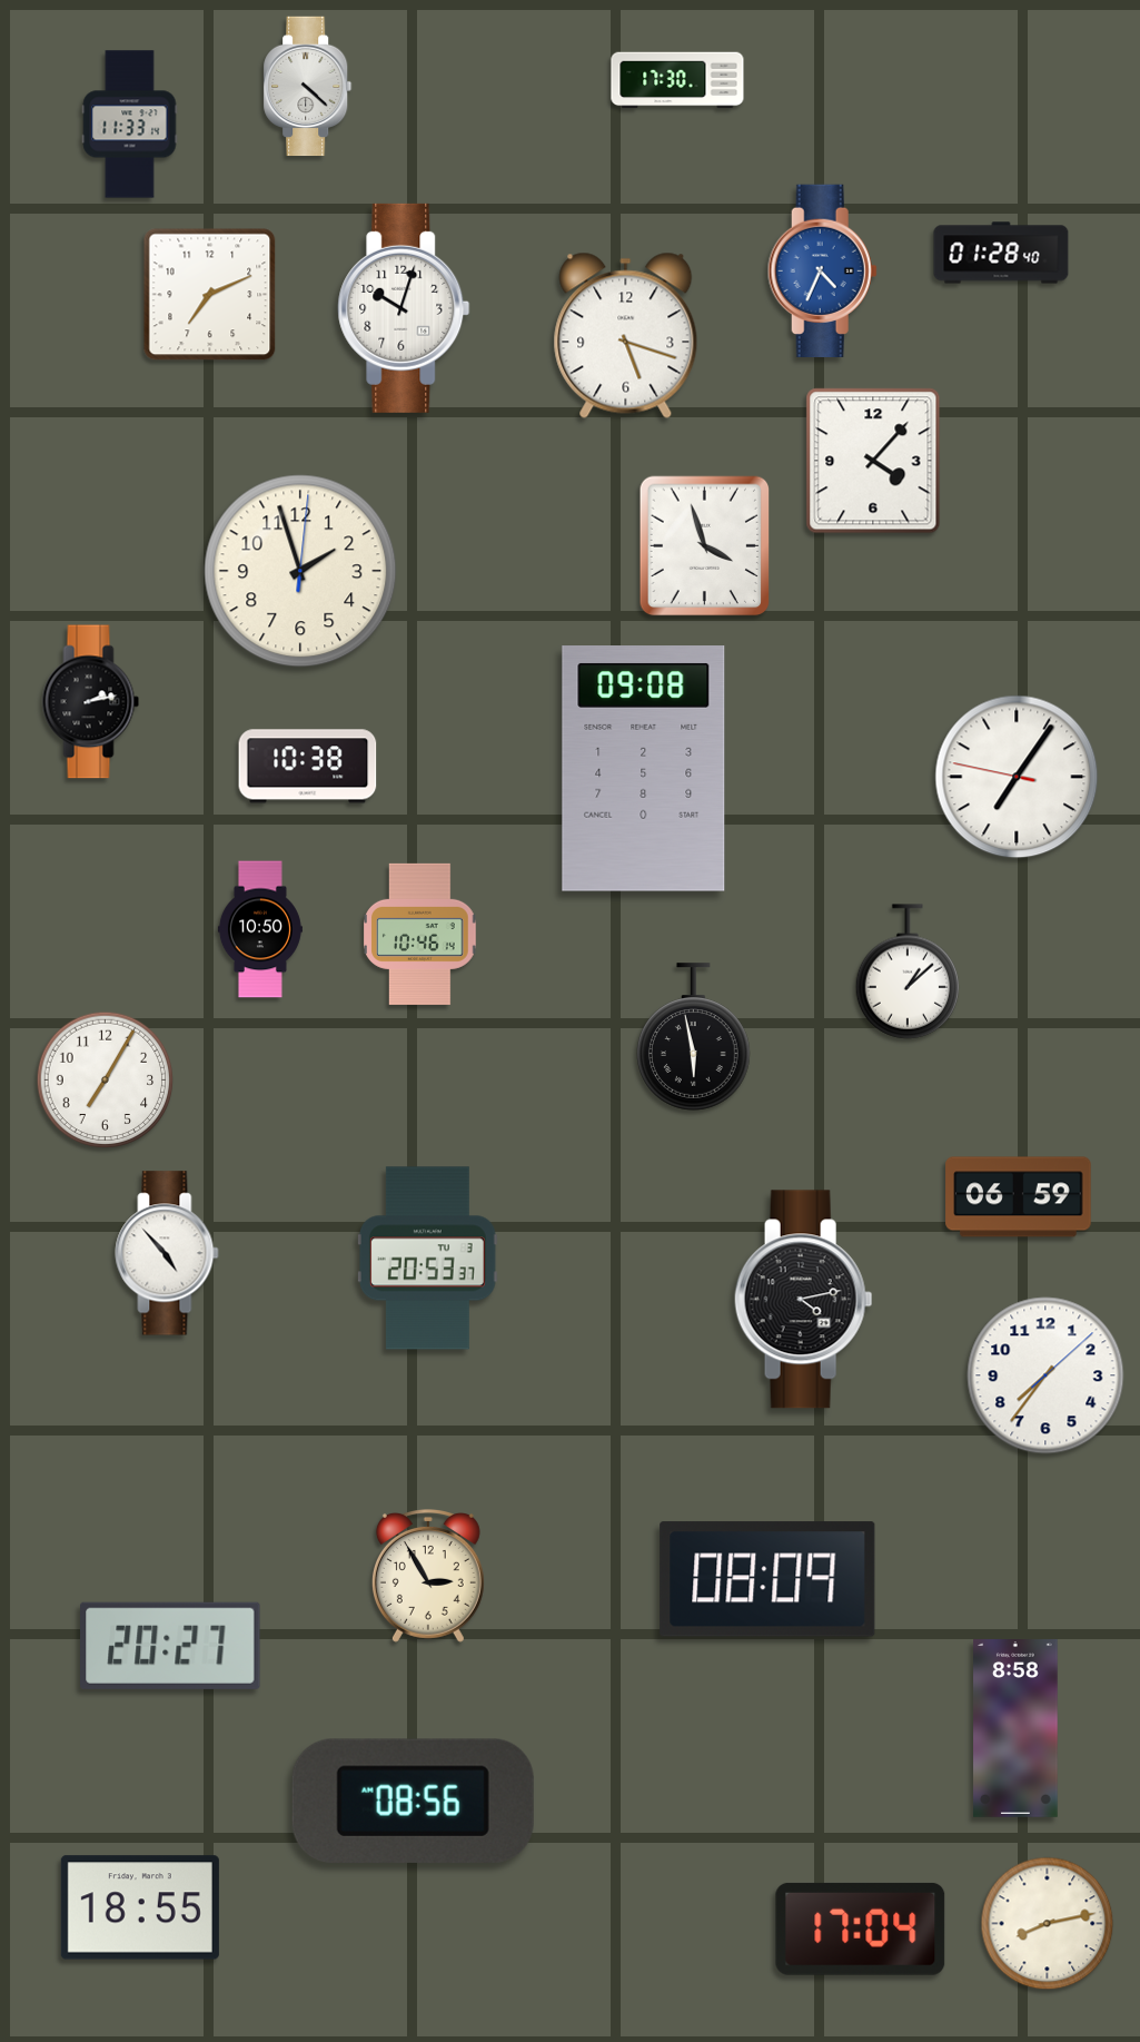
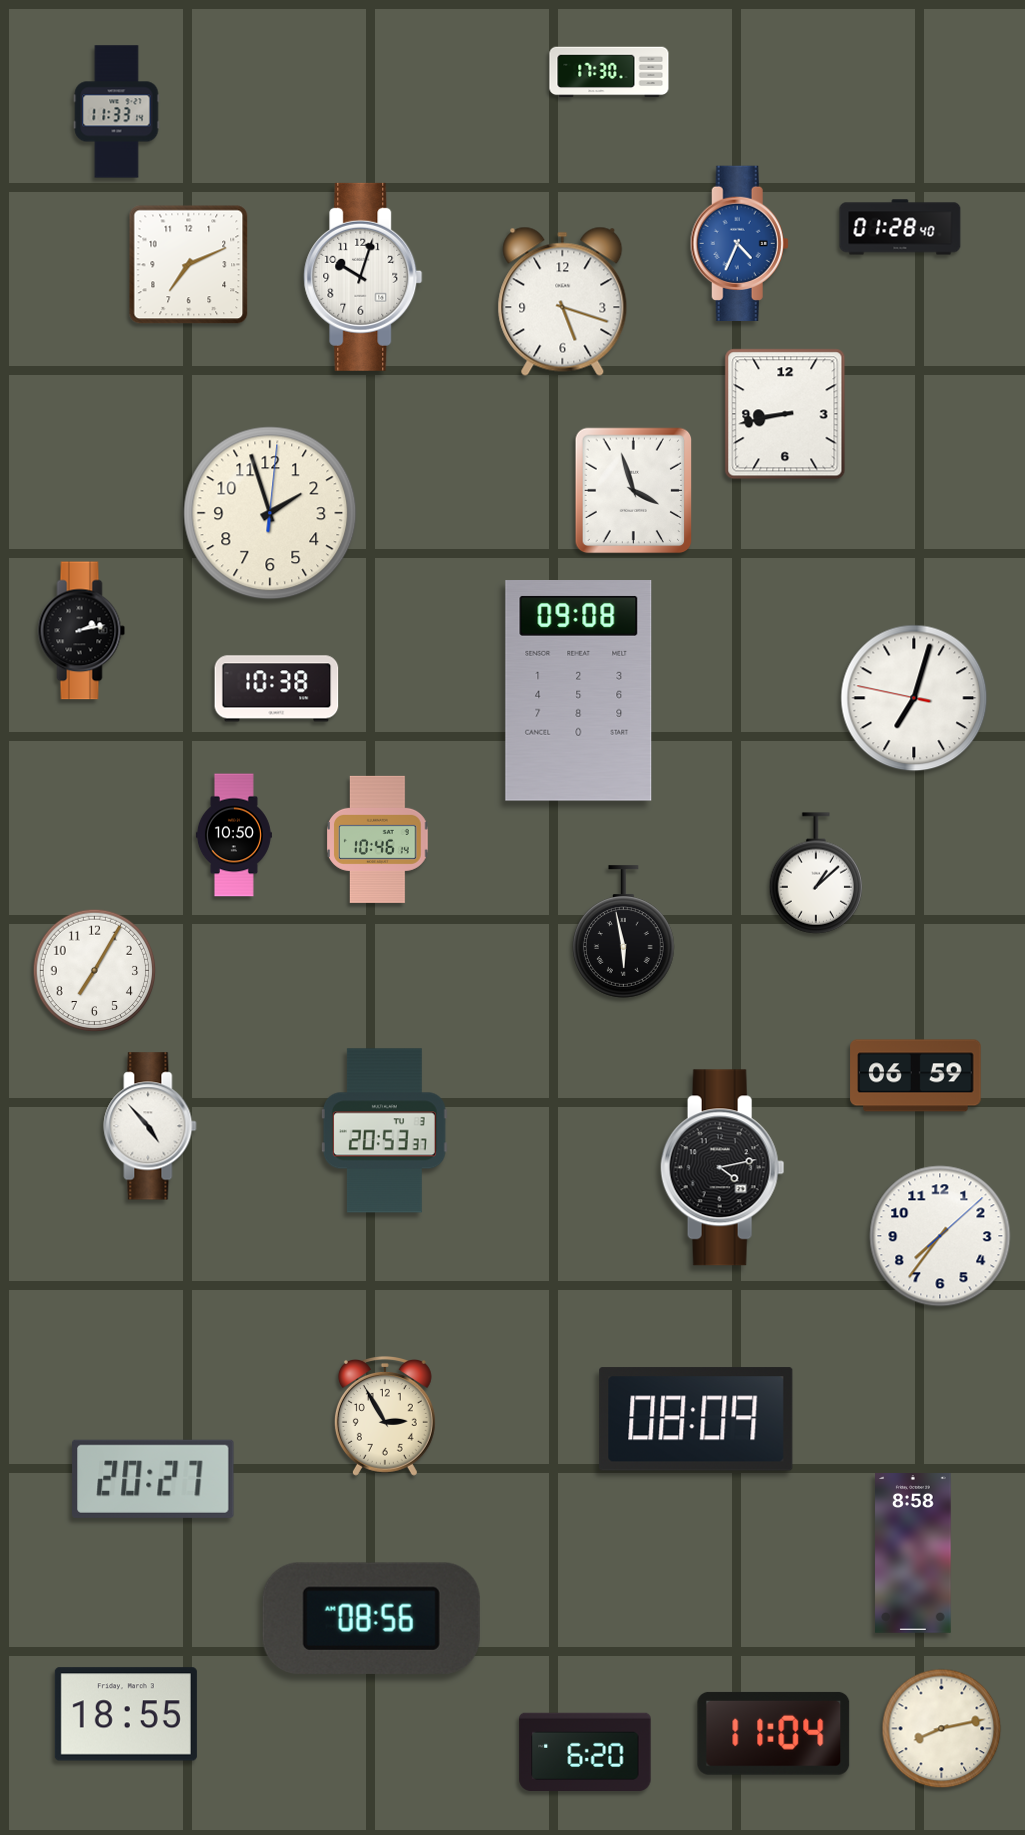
clock at (308, 87): 4:22 -> none
clock at (873, 461): 4:07 -> 8:43
clock at (1017, 777): 7:05 -> 7:02
clock at (767, 1579) position: (767, 1579) -> (696, 1419)
clock at (861, 1928): 17:04 -> 11:04
clock at (585, 1751): none -> 6:20
